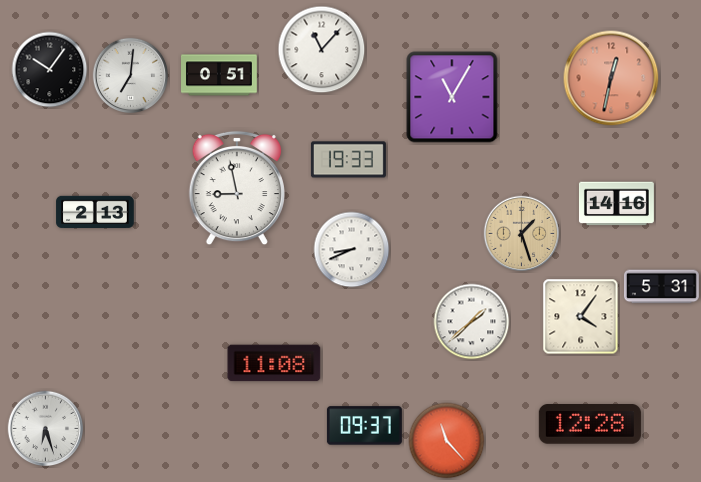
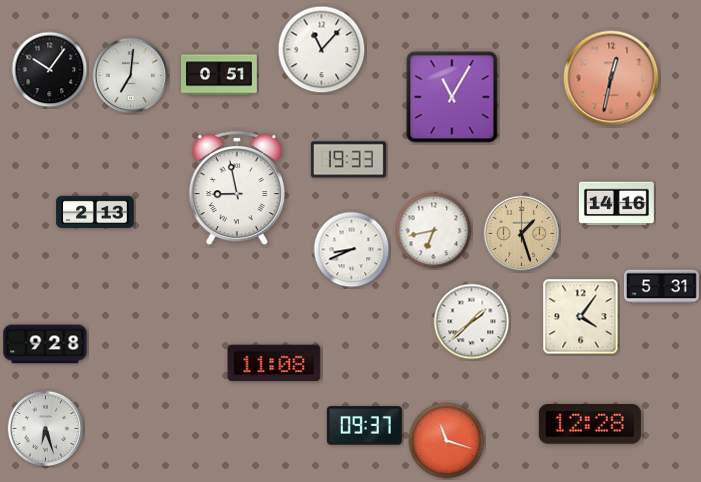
clock at (434, 231): none -> 6:43
clock at (45, 344): none -> 9:28
clock at (447, 441): 11:23 -> 11:18
